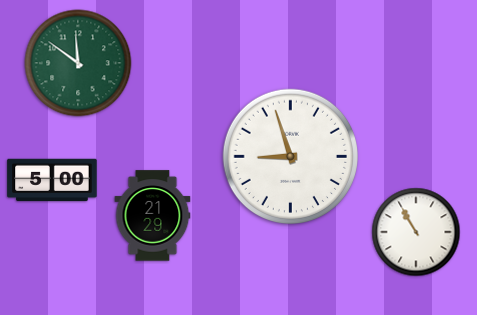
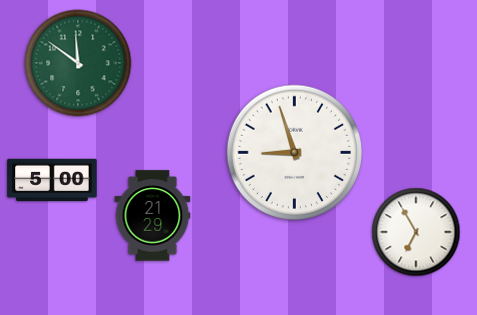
clock at (290, 156) position: (290, 156) -> (294, 152)
clock at (416, 232): 10:55 -> 6:55
